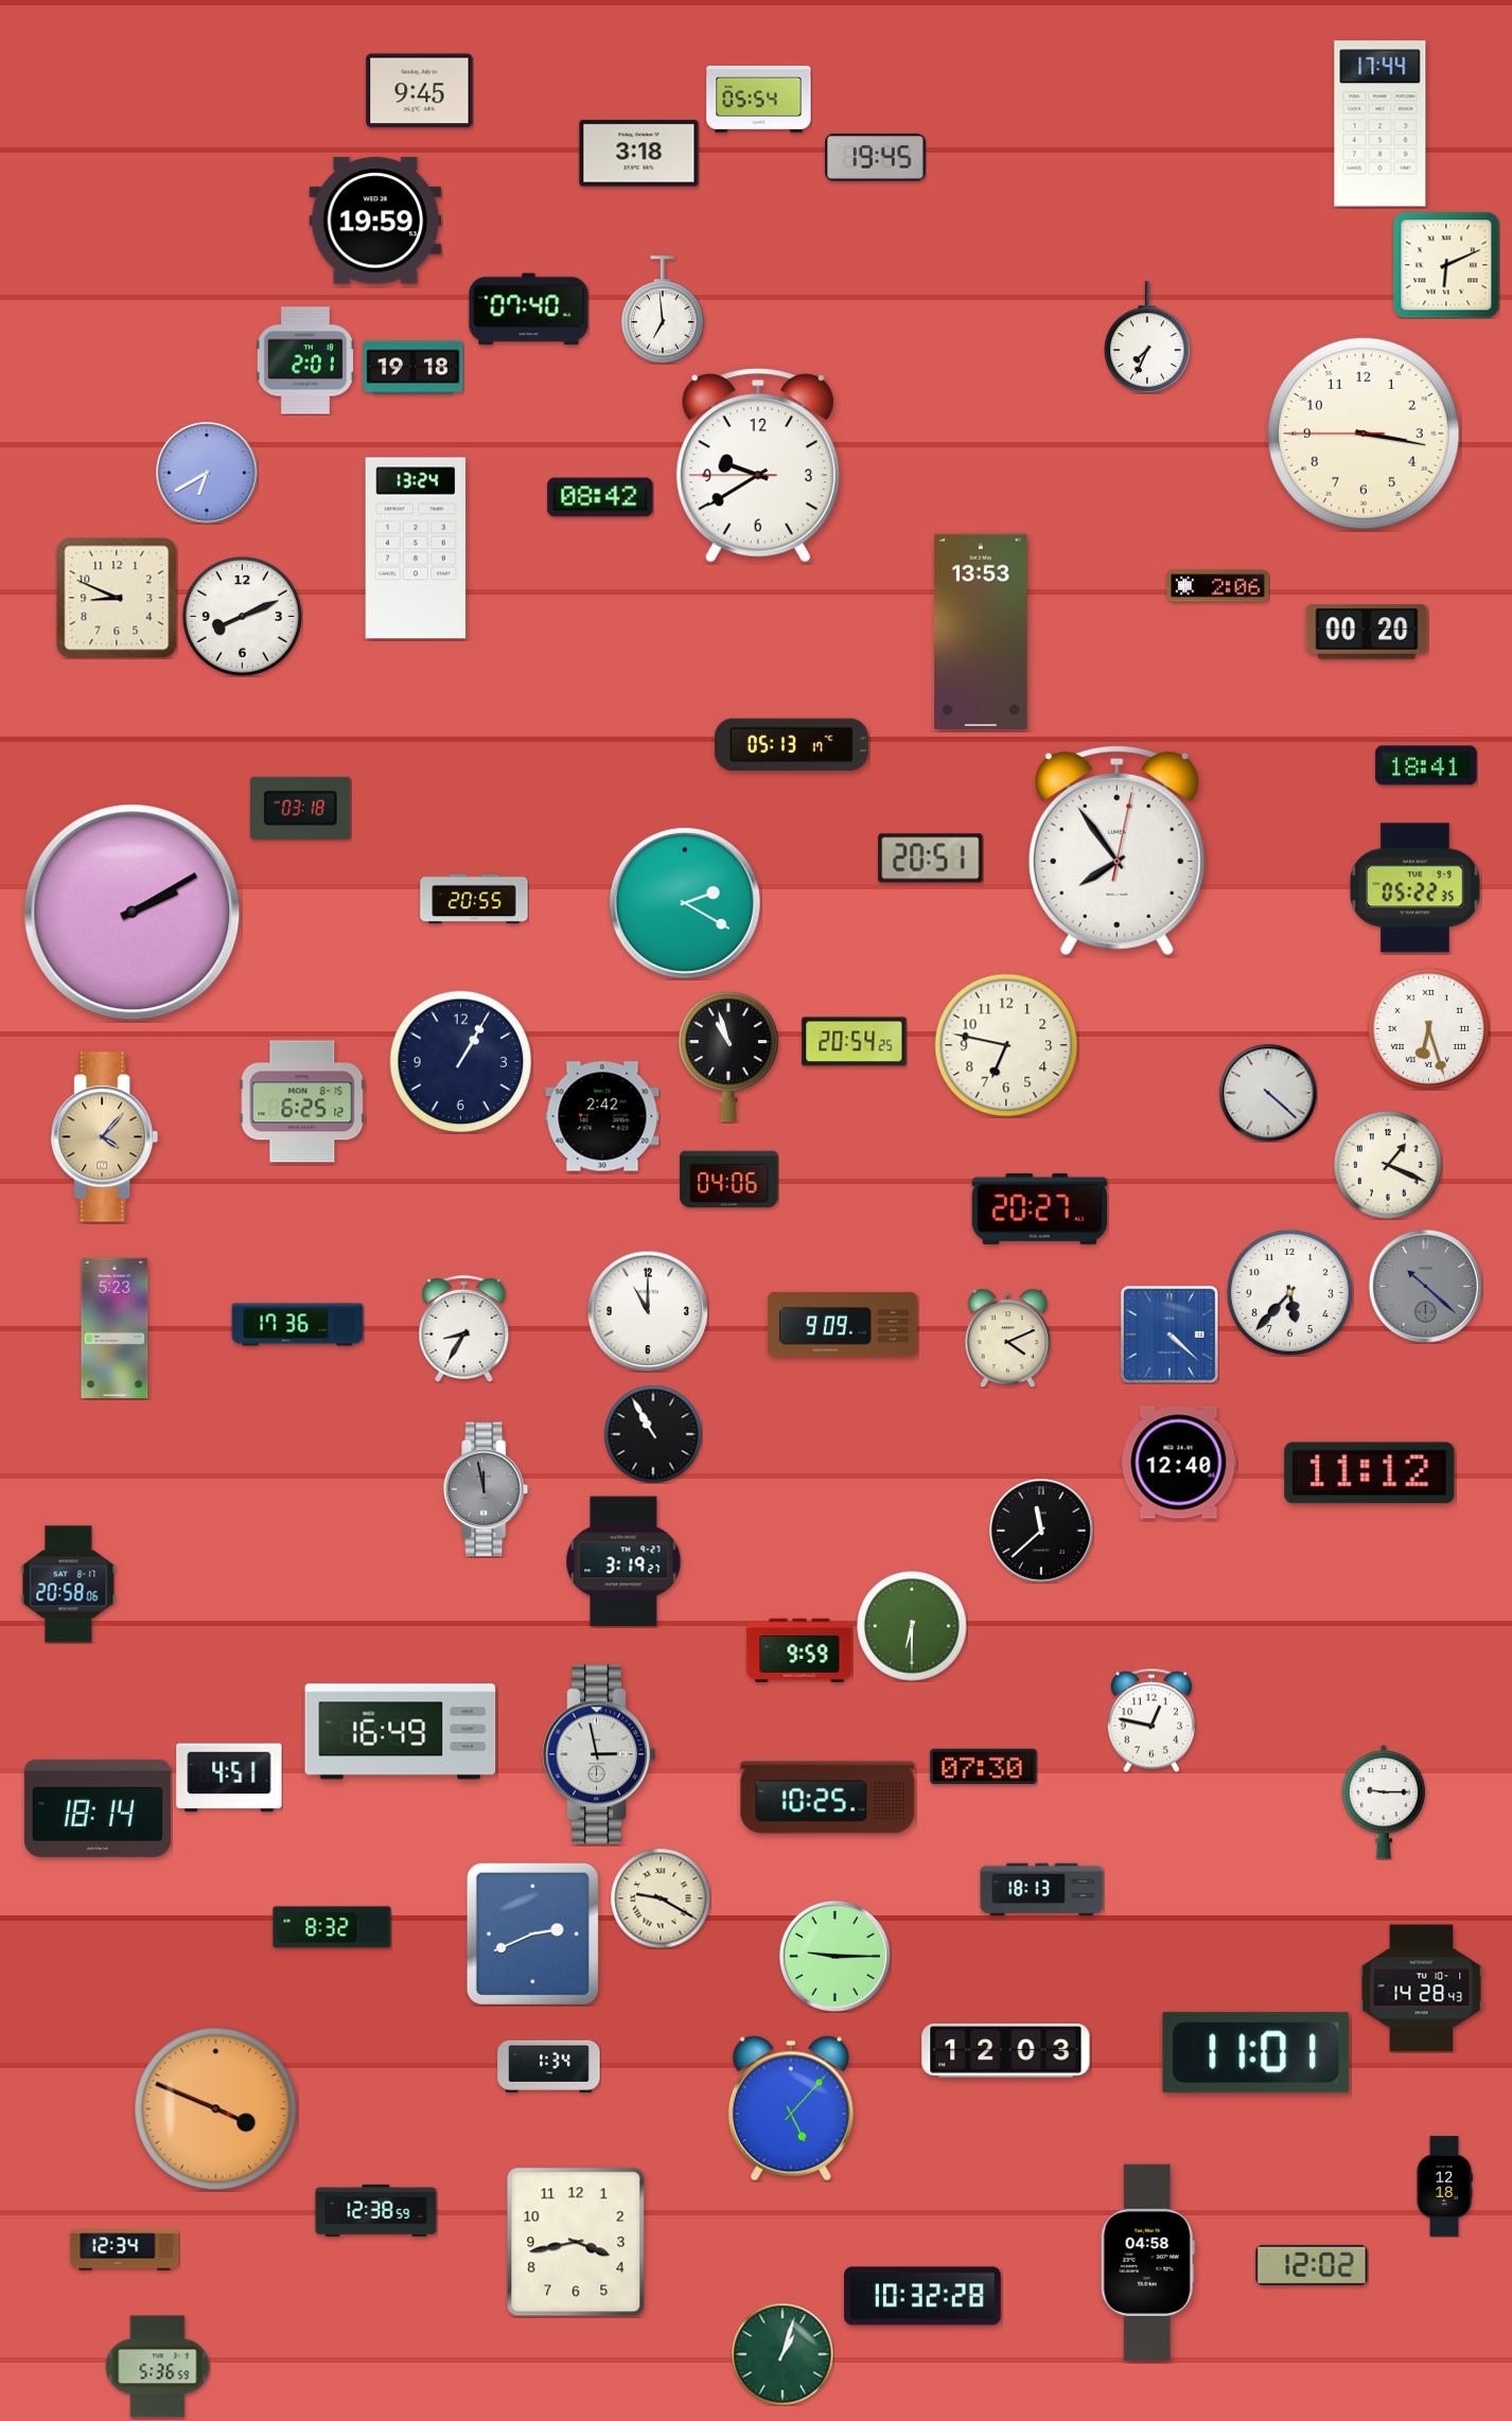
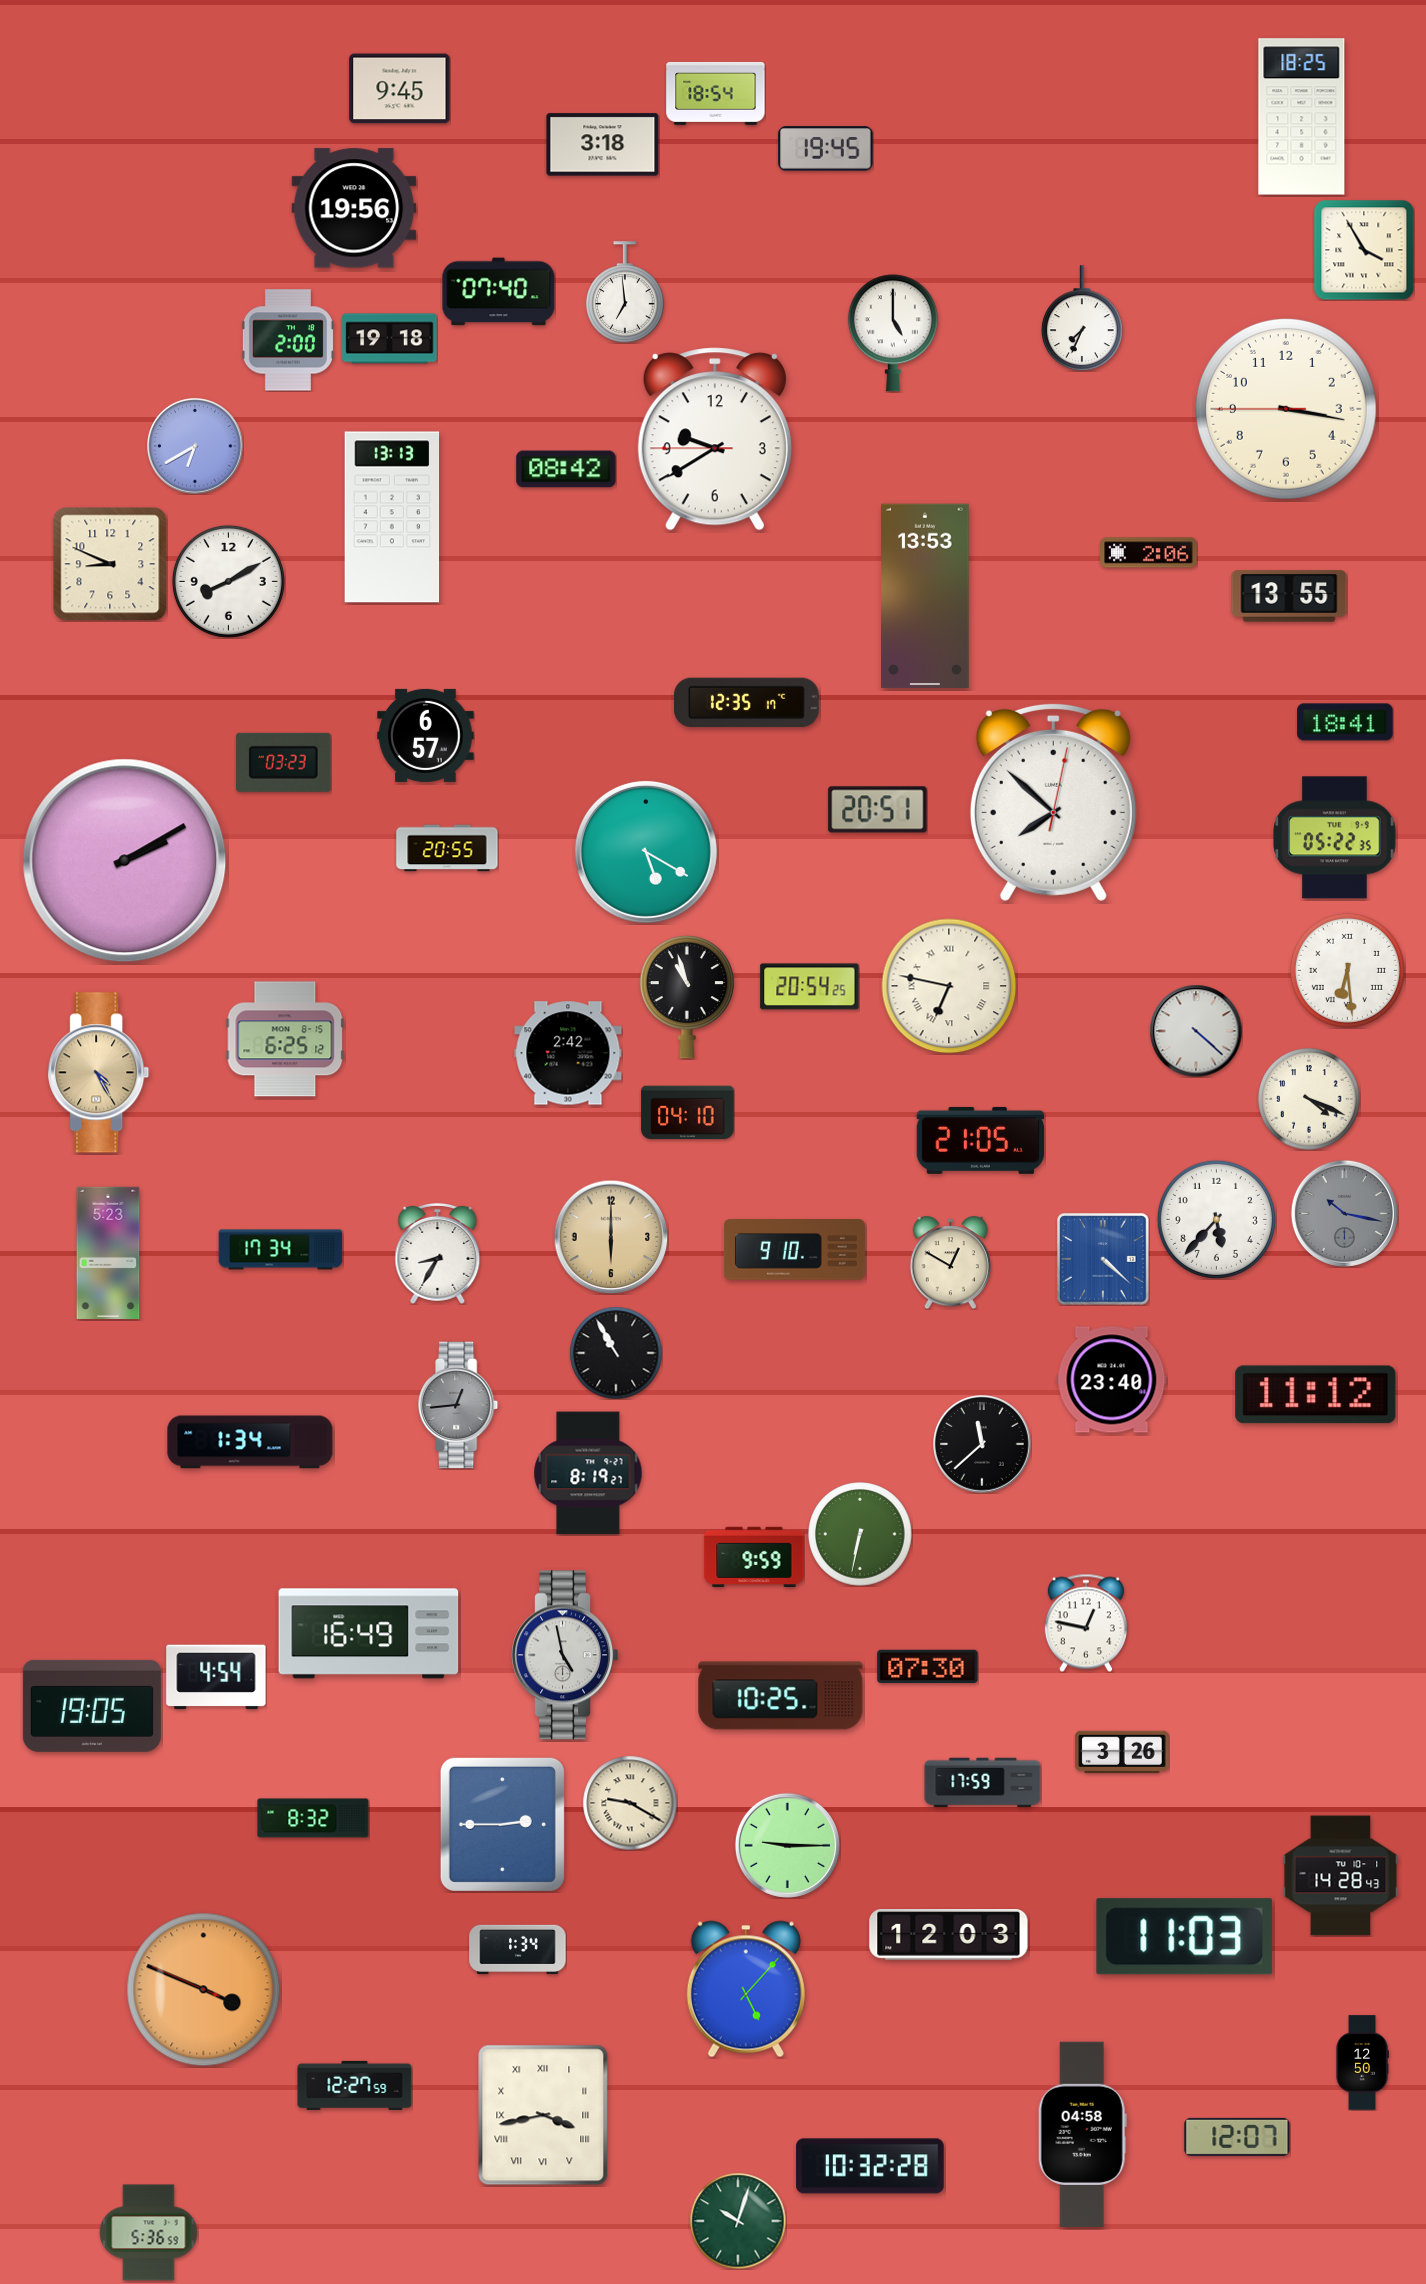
clock at (420, 91) position: (420, 91) -> (400, 89)
clock at (759, 99): 05:54 -> 18:54
clock at (1381, 124): 17:44 -> 18:25
clock at (375, 220): 19:59 -> 19:56
clock at (1446, 265): 6:11 -> 3:55
clock at (893, 333): none -> 5:00
clock at (305, 360): 2:01 -> 2:00
clock at (414, 368) position: (414, 368) -> (390, 339)
clock at (416, 548): 13:24 -> 13:13
clock at (242, 616): 8:11 -> 8:10
clock at (1367, 632): 00:20 -> 13:55
clock at (791, 745): 05:13 -> 12:35
clock at (426, 735): none -> 6:57
clock at (301, 808): 03:18 -> 03:23
clock at (1117, 850): 7:54 -> 7:52
clock at (685, 903): 2:20 -> 5:20
clock at (1428, 1028): 6:27 -> 6:29
clock at (855, 1042) position: (855, 1042) -> (810, 987)
clock at (1006, 1045) numerals: Arabic -> Roman
clock at (461, 1062): 1:05 -> none
clock at (105, 1137): 4:07 -> 4:25
clock at (1388, 1165): 1:19 -> 4:19
clock at (729, 1180): 04:06 -> 04:10
clock at (1040, 1208): 20:27 -> 21:05
clock at (1425, 1286): 10:22 -> 10:17
clock at (648, 1311): 11:00 -> 6:00
clock at (648, 1311) dial: white -> champagne
clock at (298, 1325): 17:36 -> 17:34
clock at (842, 1325): 9:09 -> 9:10
clock at (1007, 1338): 4:11 -> 12:50
clock at (1179, 1463): 12:40 -> 23:40
clock at (1370, 1473) position: (1370, 1473) -> (1316, 1395)
clock at (487, 1489): 11:58 -> 12:44
clock at (250, 1442): none -> 1:34
clock at (623, 1561): 3:19 -> 8:19
clock at (69, 1585): 20:58 -> none
clock at (912, 1626): 6:30 -> 6:32
clock at (401, 1732) position: (401, 1732) -> (369, 1634)
clock at (598, 1754): 2:58 -> 4:58
clock at (229, 1778): 4:51 -> 4:54
clock at (1384, 1802): 9:15 -> none
clock at (98, 1808): 18:14 -> 19:05
clock at (1122, 1752): none -> 3:26
clock at (1042, 1890): 18:13 -> 17:59
clock at (661, 1898) position: (661, 1898) -> (630, 1803)
clock at (532, 1933): 2:41 -> 2:45
clock at (1256, 2053): 11:01 -> 11:03
clock at (1444, 2187): 12:18 -> 12:50
clock at (376, 2210): 12:38 -> 12:27
clock at (576, 2242) numerals: Arabic -> Roman
clock at (125, 2250): 12:34 -> none
clock at (1312, 2265): 12:02 -> 12:07
clock at (783, 2354): 1:03 -> 10:03
